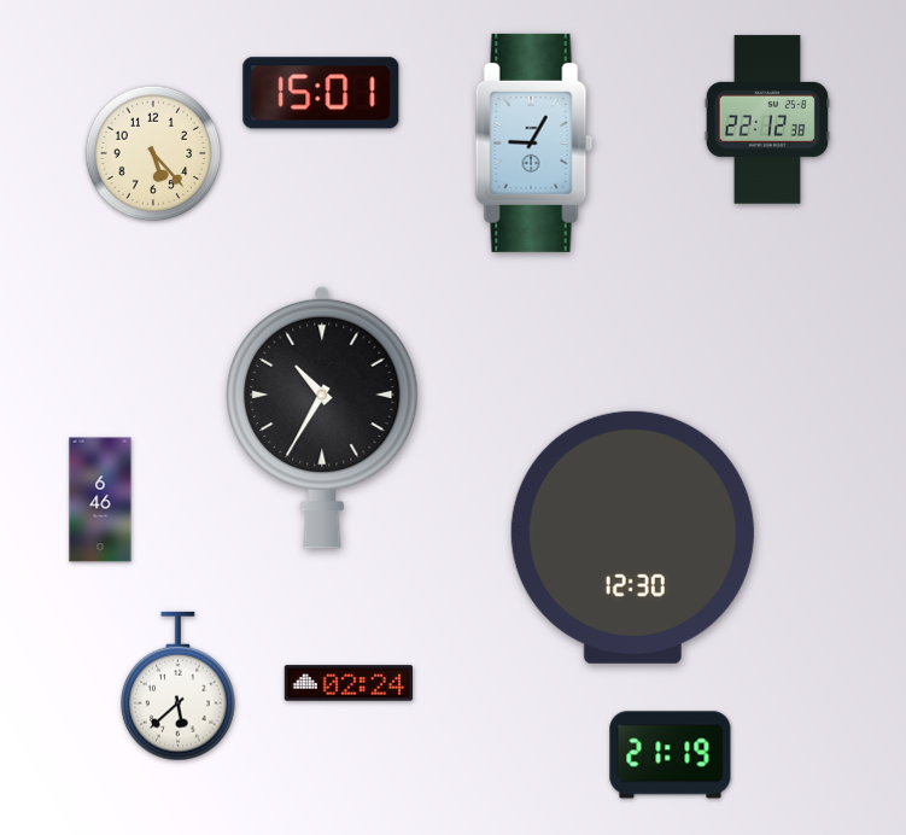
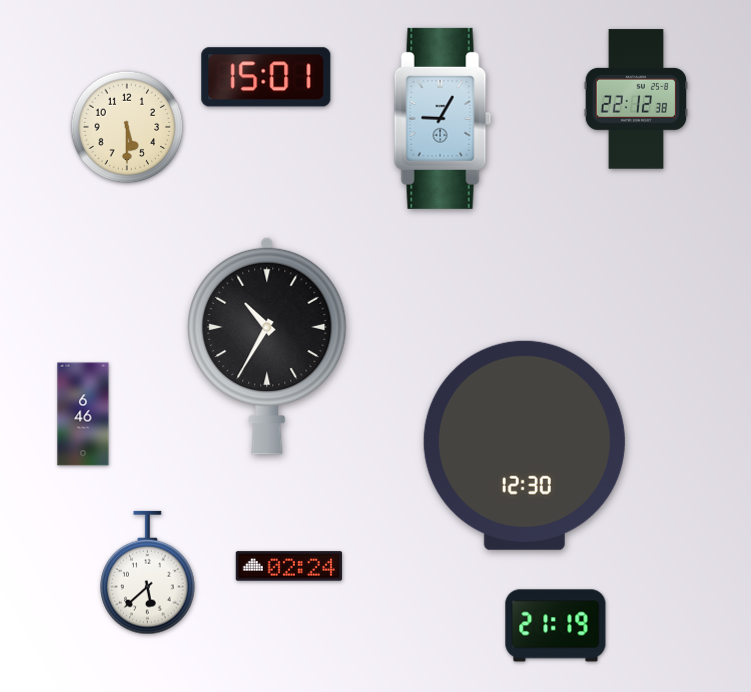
clock at (153, 153): 5:23 -> 5:30
clock at (179, 687) position: (179, 687) -> (148, 573)
